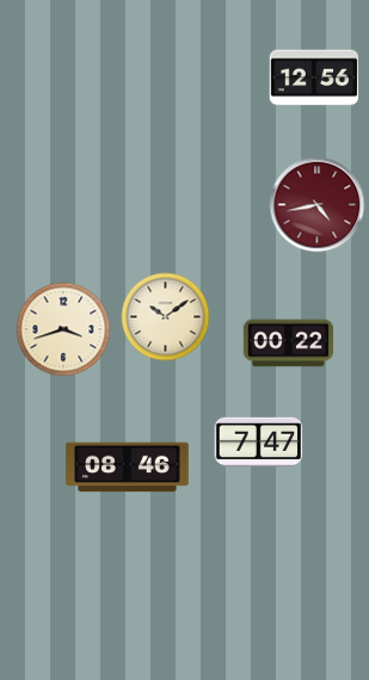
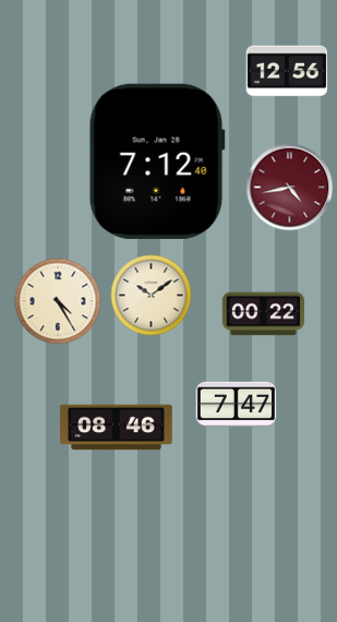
clock at (157, 162): none -> 7:12
clock at (166, 317) position: (166, 317) -> (152, 296)
clock at (63, 329): 3:42 -> 4:25
